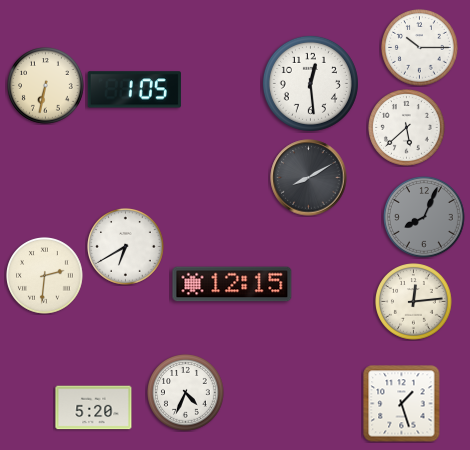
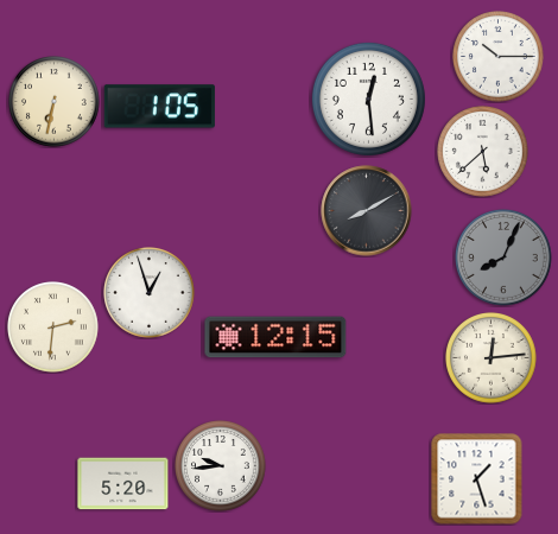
clock at (126, 247): 6:40 -> 12:57
clock at (186, 393): 4:34 -> 9:44
clock at (94, 408) position: (94, 408) -> (123, 484)
